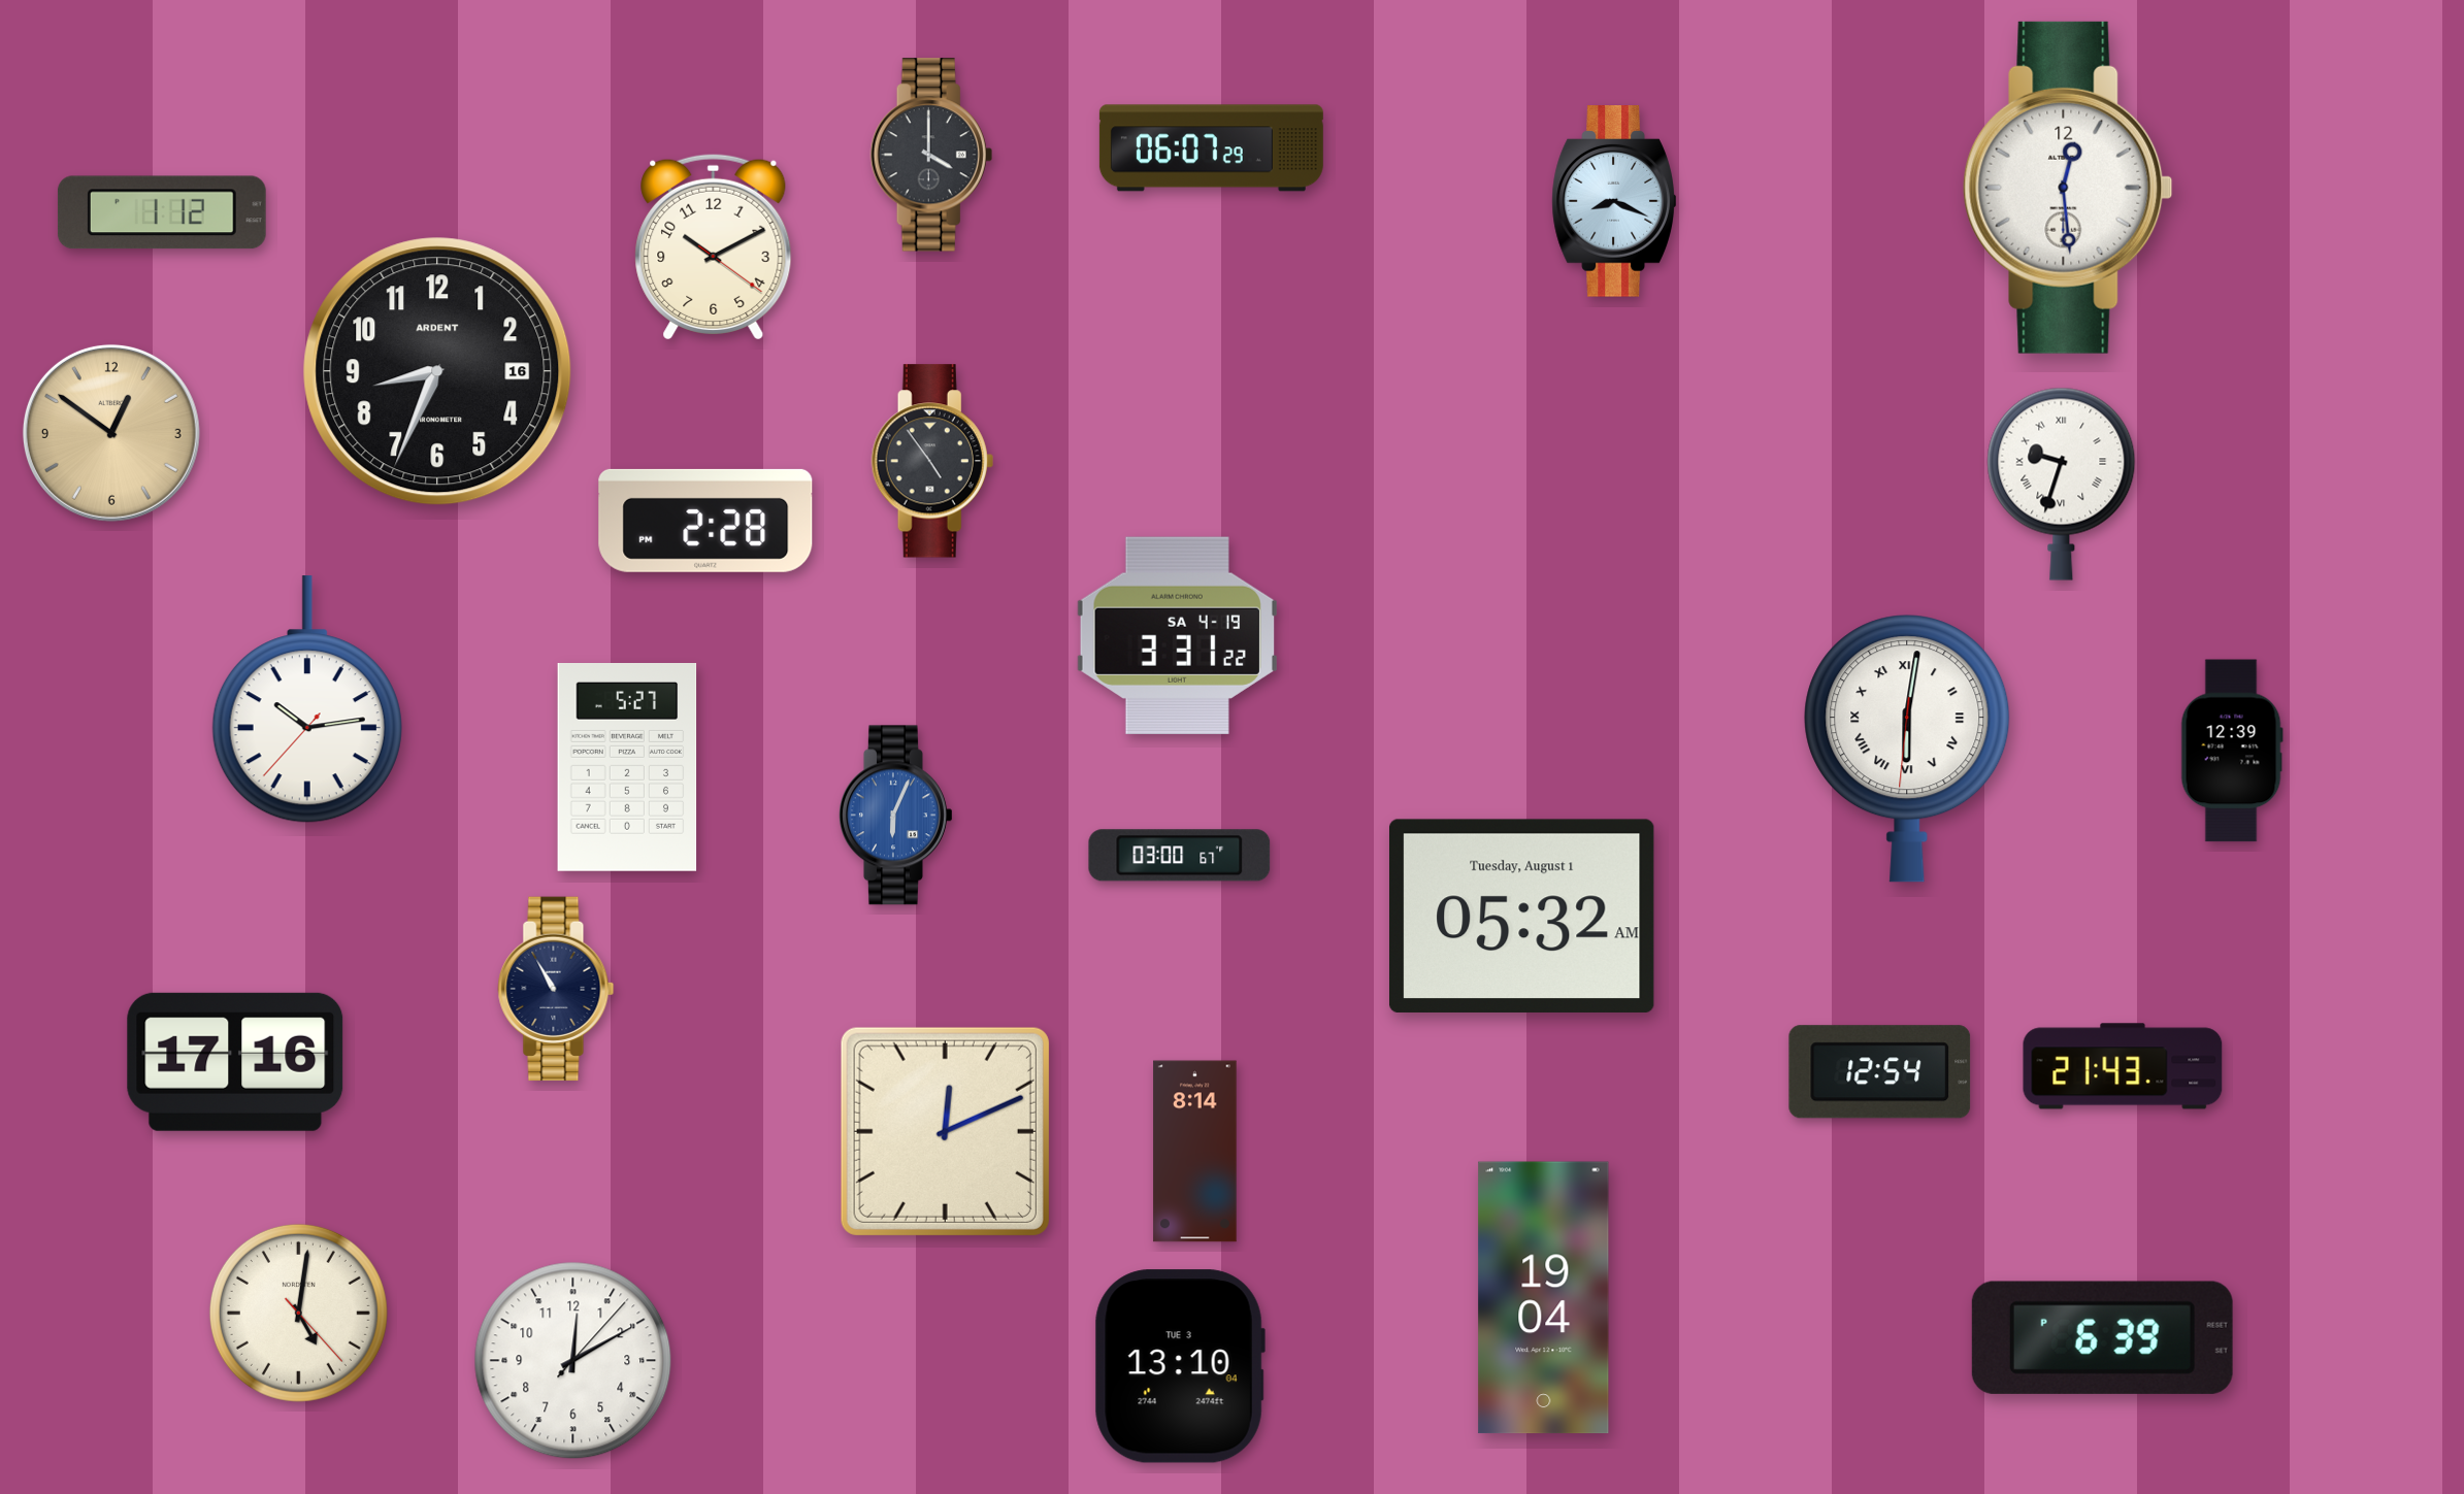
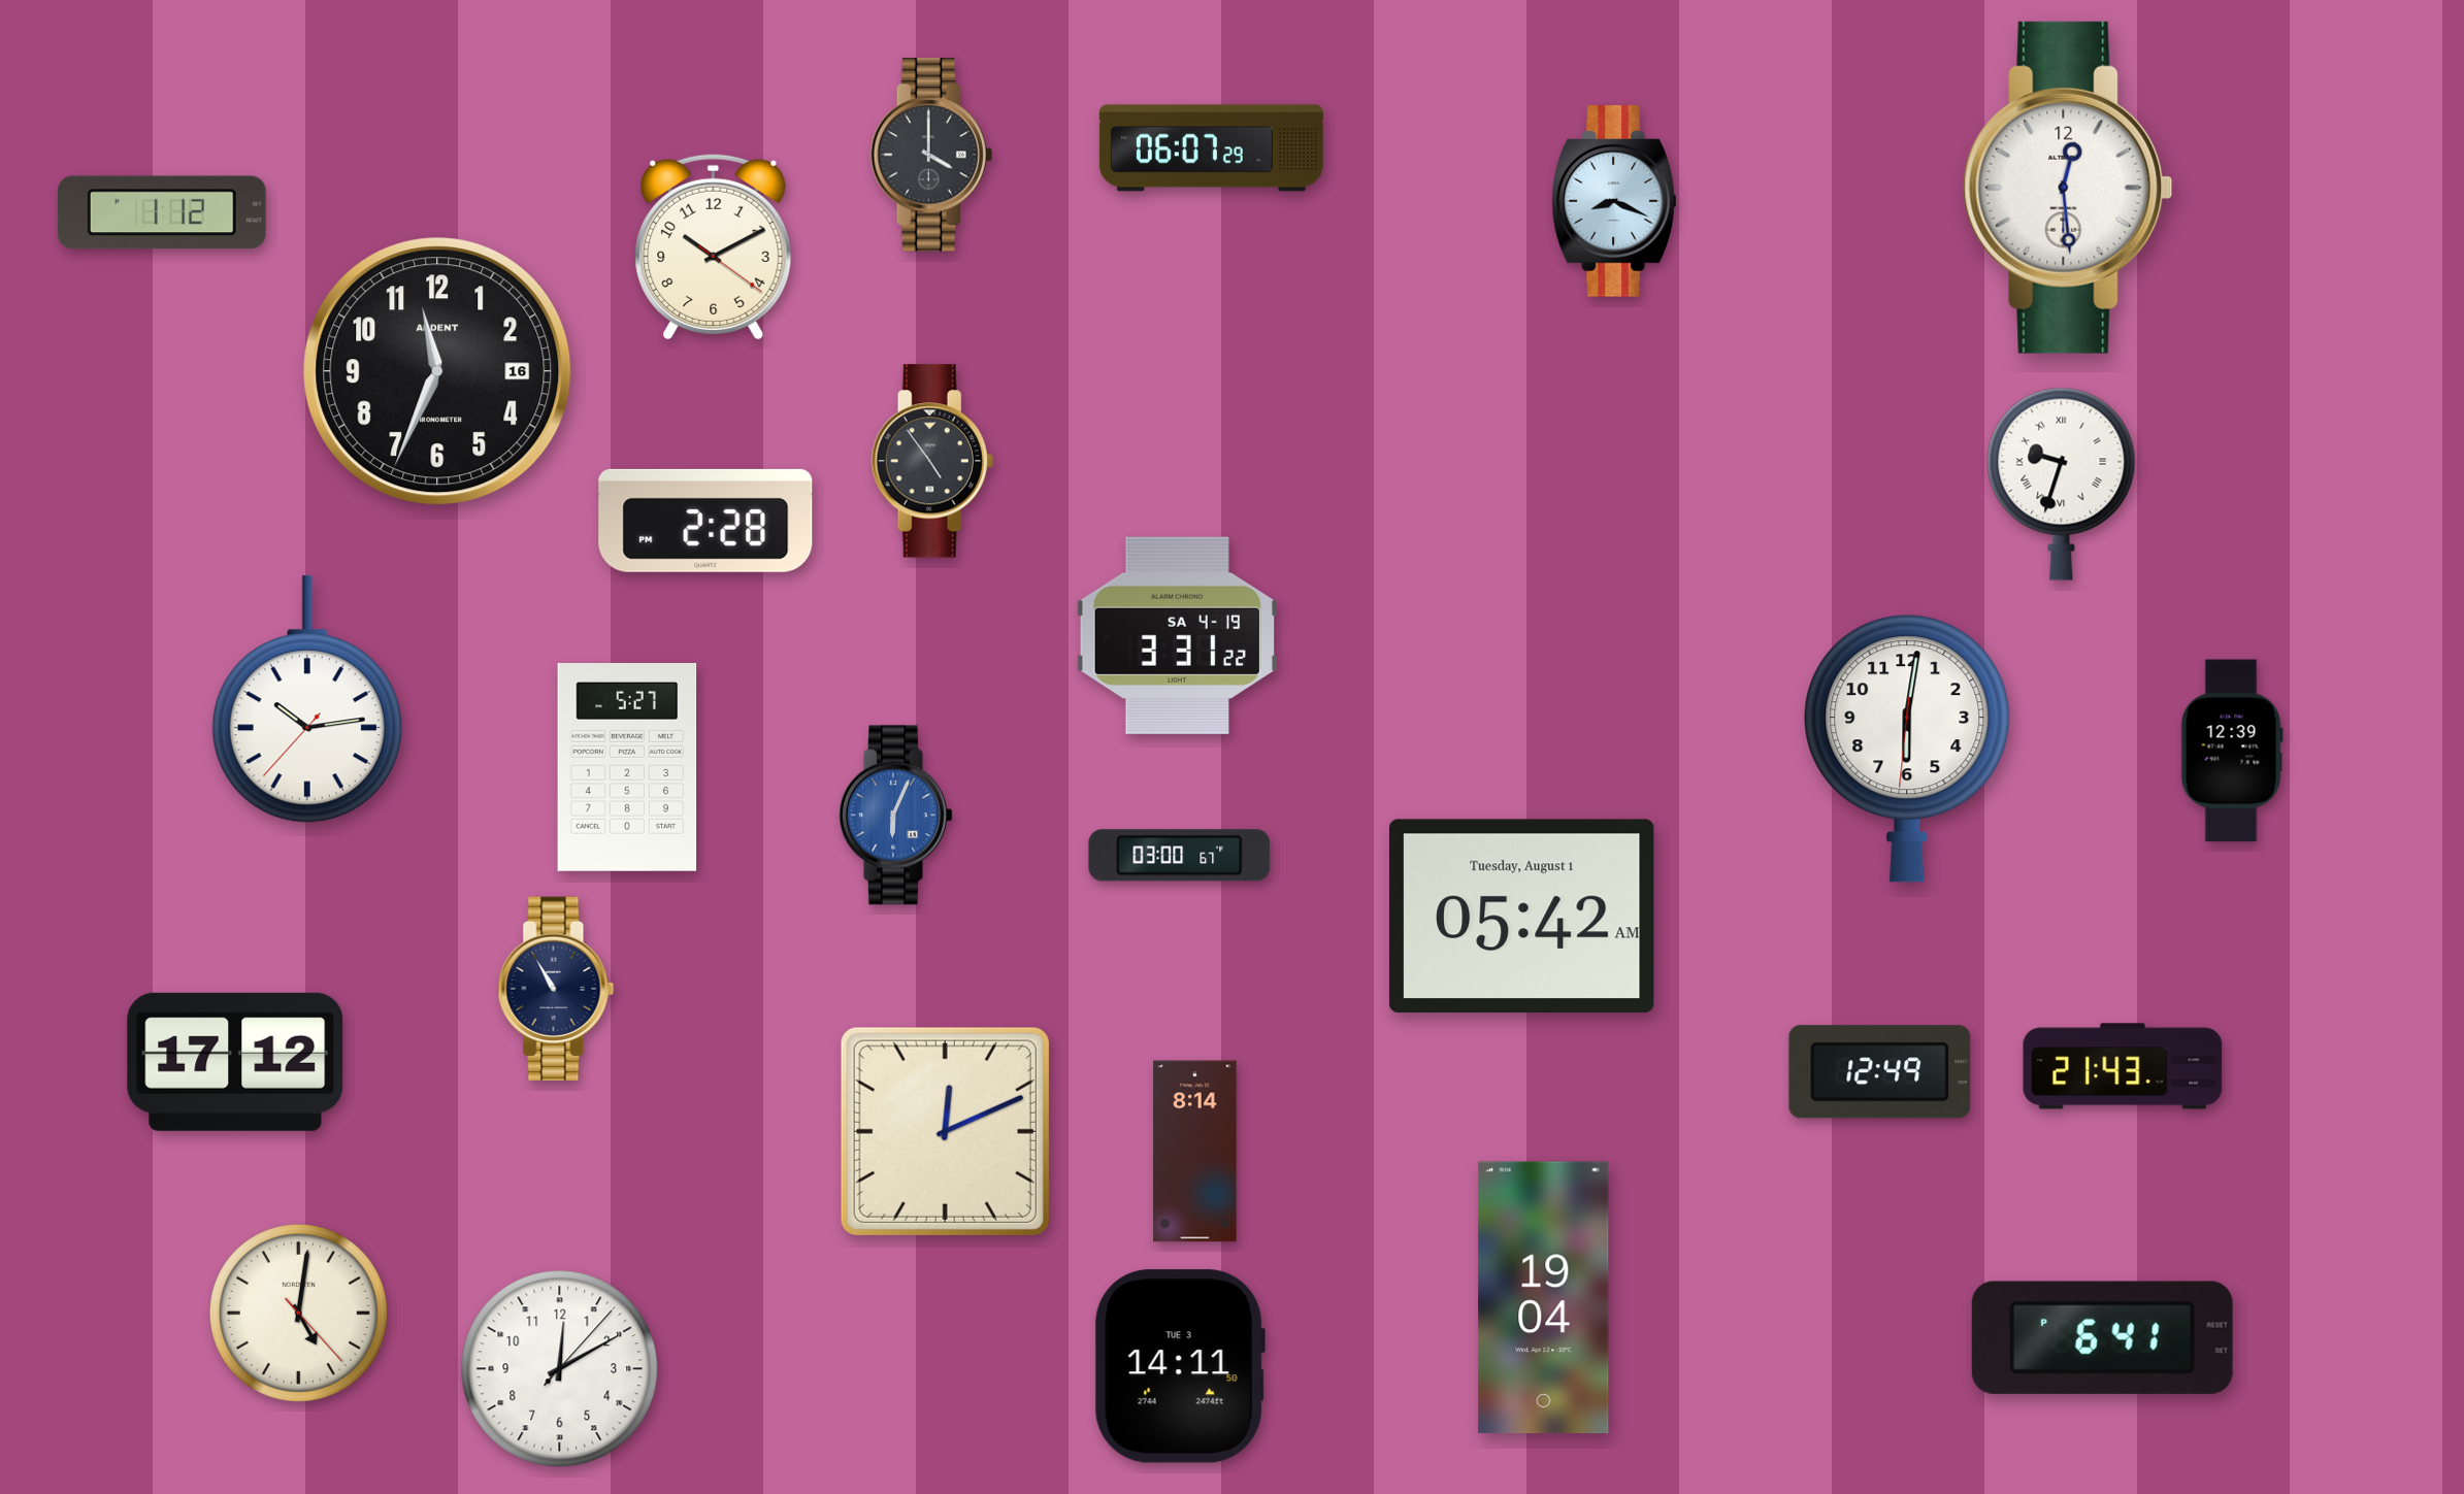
clock at (437, 371): 8:34 -> 11:34
clock at (111, 433): 12:51 -> none
clock at (1907, 749) numerals: Roman -> Arabic
clock at (1522, 916): 05:32 -> 05:42
clock at (235, 1062): 17:16 -> 17:12
clock at (1880, 1072): 12:54 -> 12:49
clock at (2102, 1337): 6:39 -> 6:41
clock at (573, 1361) position: (573, 1361) -> (560, 1369)
clock at (1180, 1366): 13:10 -> 14:11
